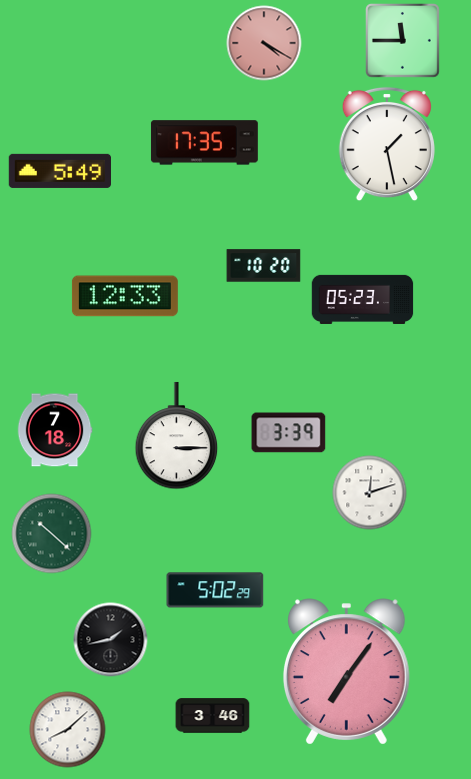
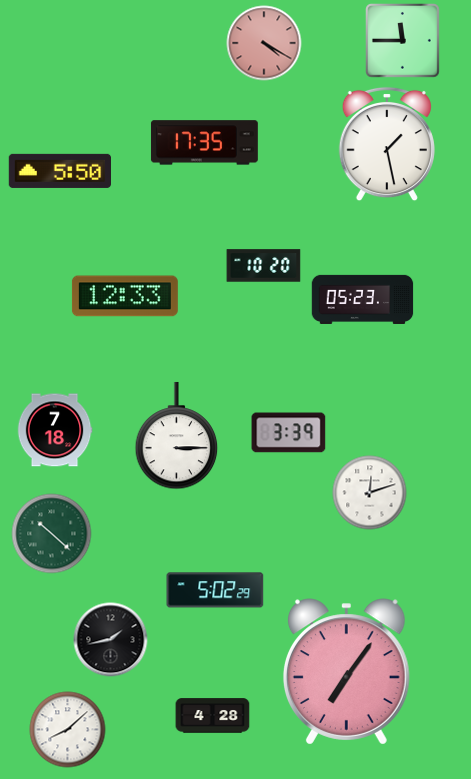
clock at (59, 171): 5:49 -> 5:50
clock at (213, 716): 3:46 -> 4:28
